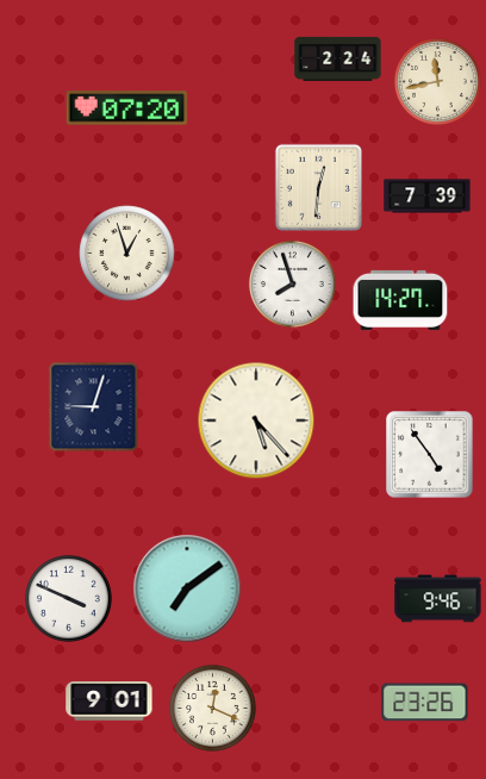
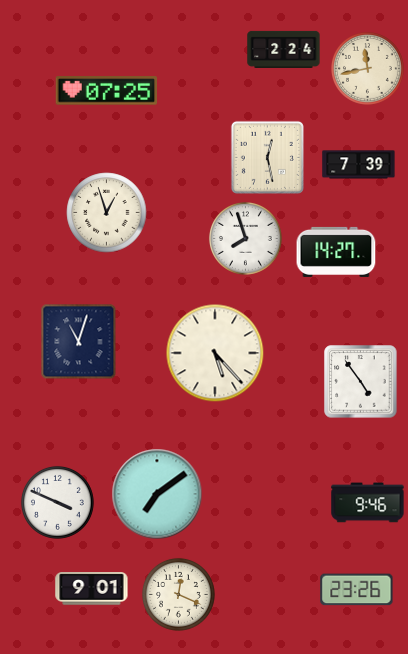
clock at (127, 108): 07:20 -> 07:25
clock at (318, 187): 12:31 -> 12:28
clock at (94, 407): 9:03 -> 11:03
